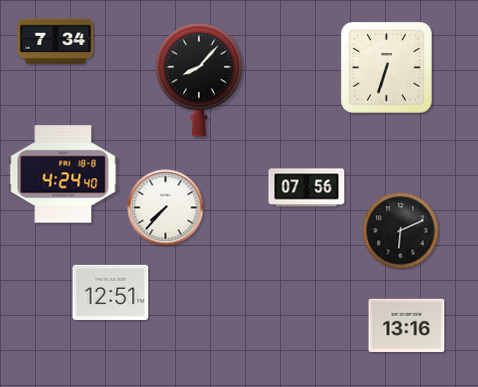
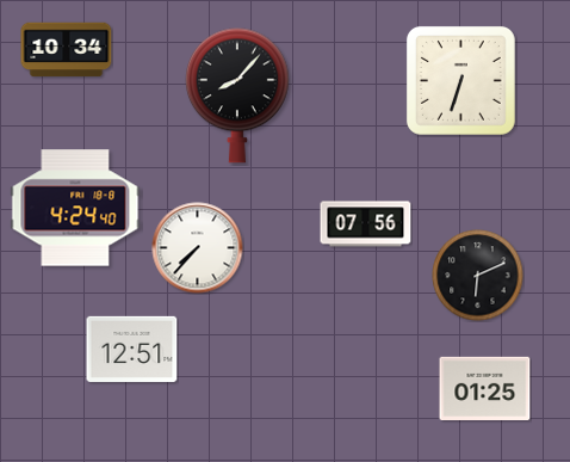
clock at (56, 42): 7:34 -> 10:34
clock at (407, 325): 13:16 -> 01:25
